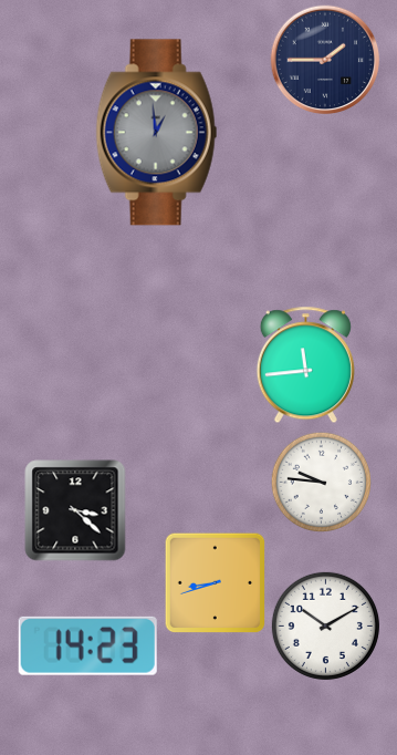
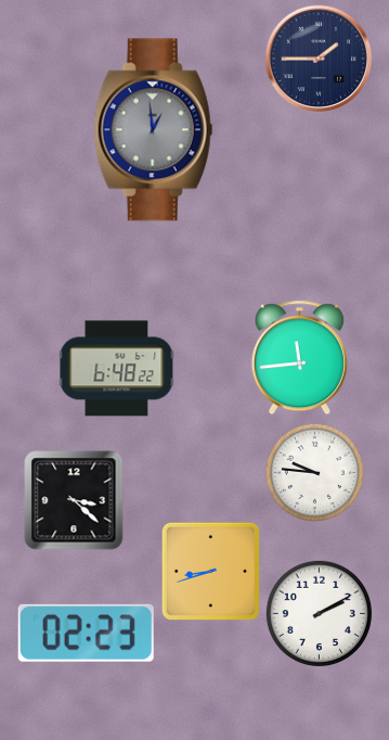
clock at (117, 369): none -> 6:48
clock at (325, 625): 10:10 -> 2:10
clock at (87, 645): 14:23 -> 02:23
